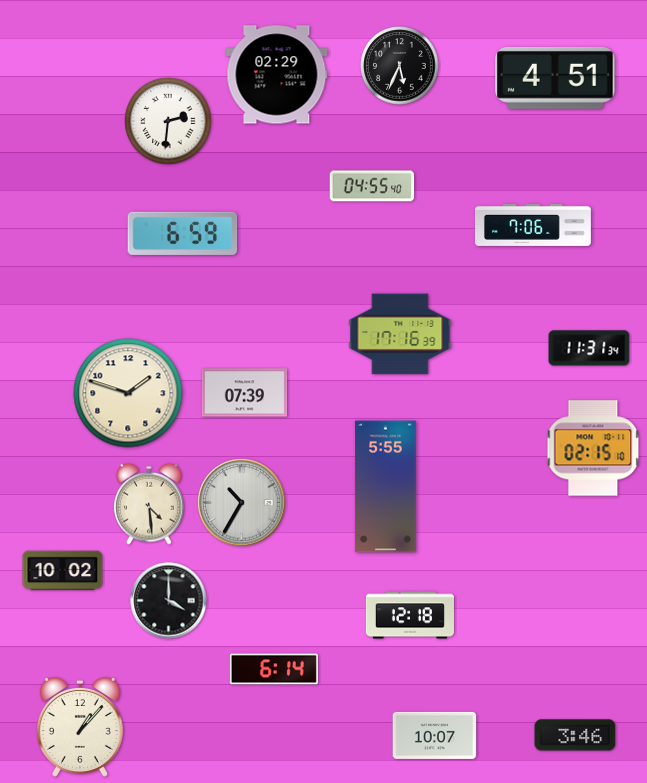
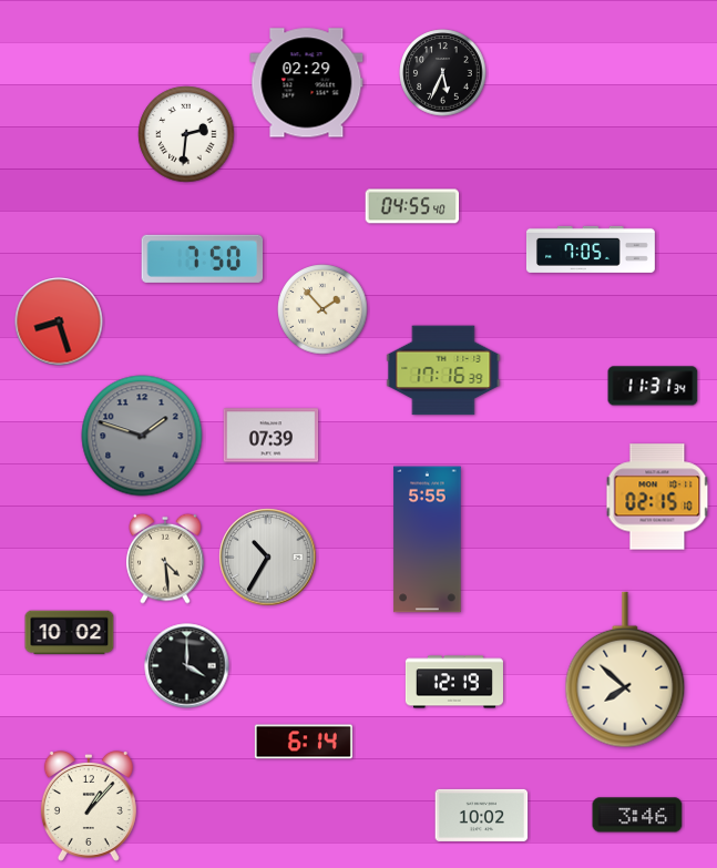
clock at (555, 78): 4:51 -> none
clock at (533, 225): 7:06 -> 7:05
clock at (183, 233): 6:59 -> 7:50
clock at (322, 309): none -> 1:53
clock at (59, 321): none -> 8:27
clock at (128, 393) dial: cream -> grey
clock at (625, 670): none -> 7:52
clock at (410, 615): 12:18 -> 12:19
clock at (435, 735): 10:07 -> 10:02
